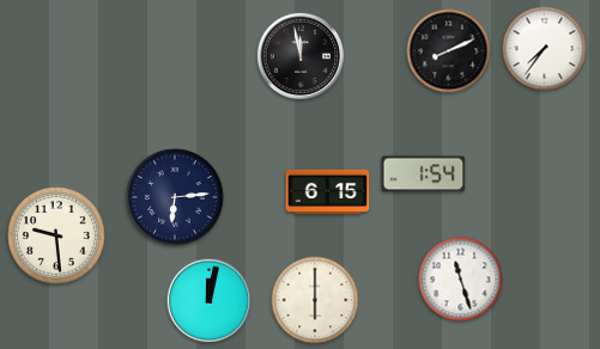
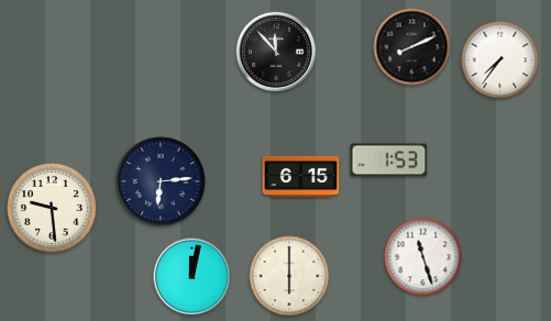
clock at (545, 49) position: (545, 49) -> (500, 60)
clock at (299, 55): 11:58 -> 11:53
clock at (424, 174): 1:54 -> 1:53
clock at (56, 235) position: (56, 235) -> (52, 208)
